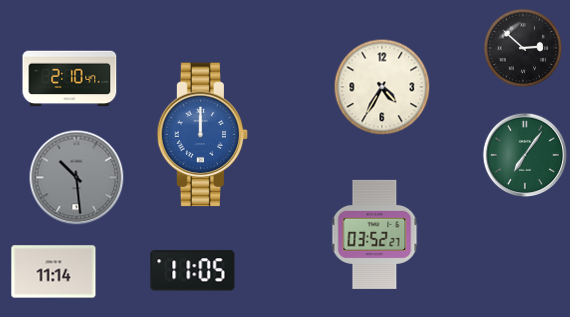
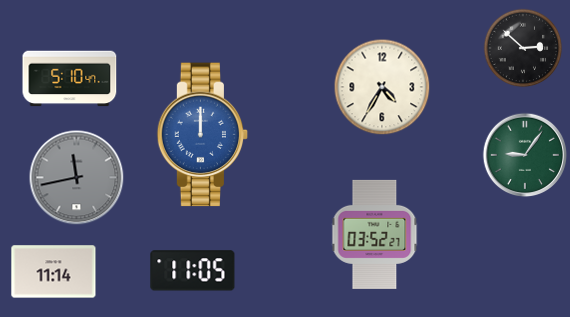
clock at (70, 79): 2:10 -> 5:10
clock at (525, 155): 7:06 -> 9:06
clock at (76, 177): 10:29 -> 11:43
